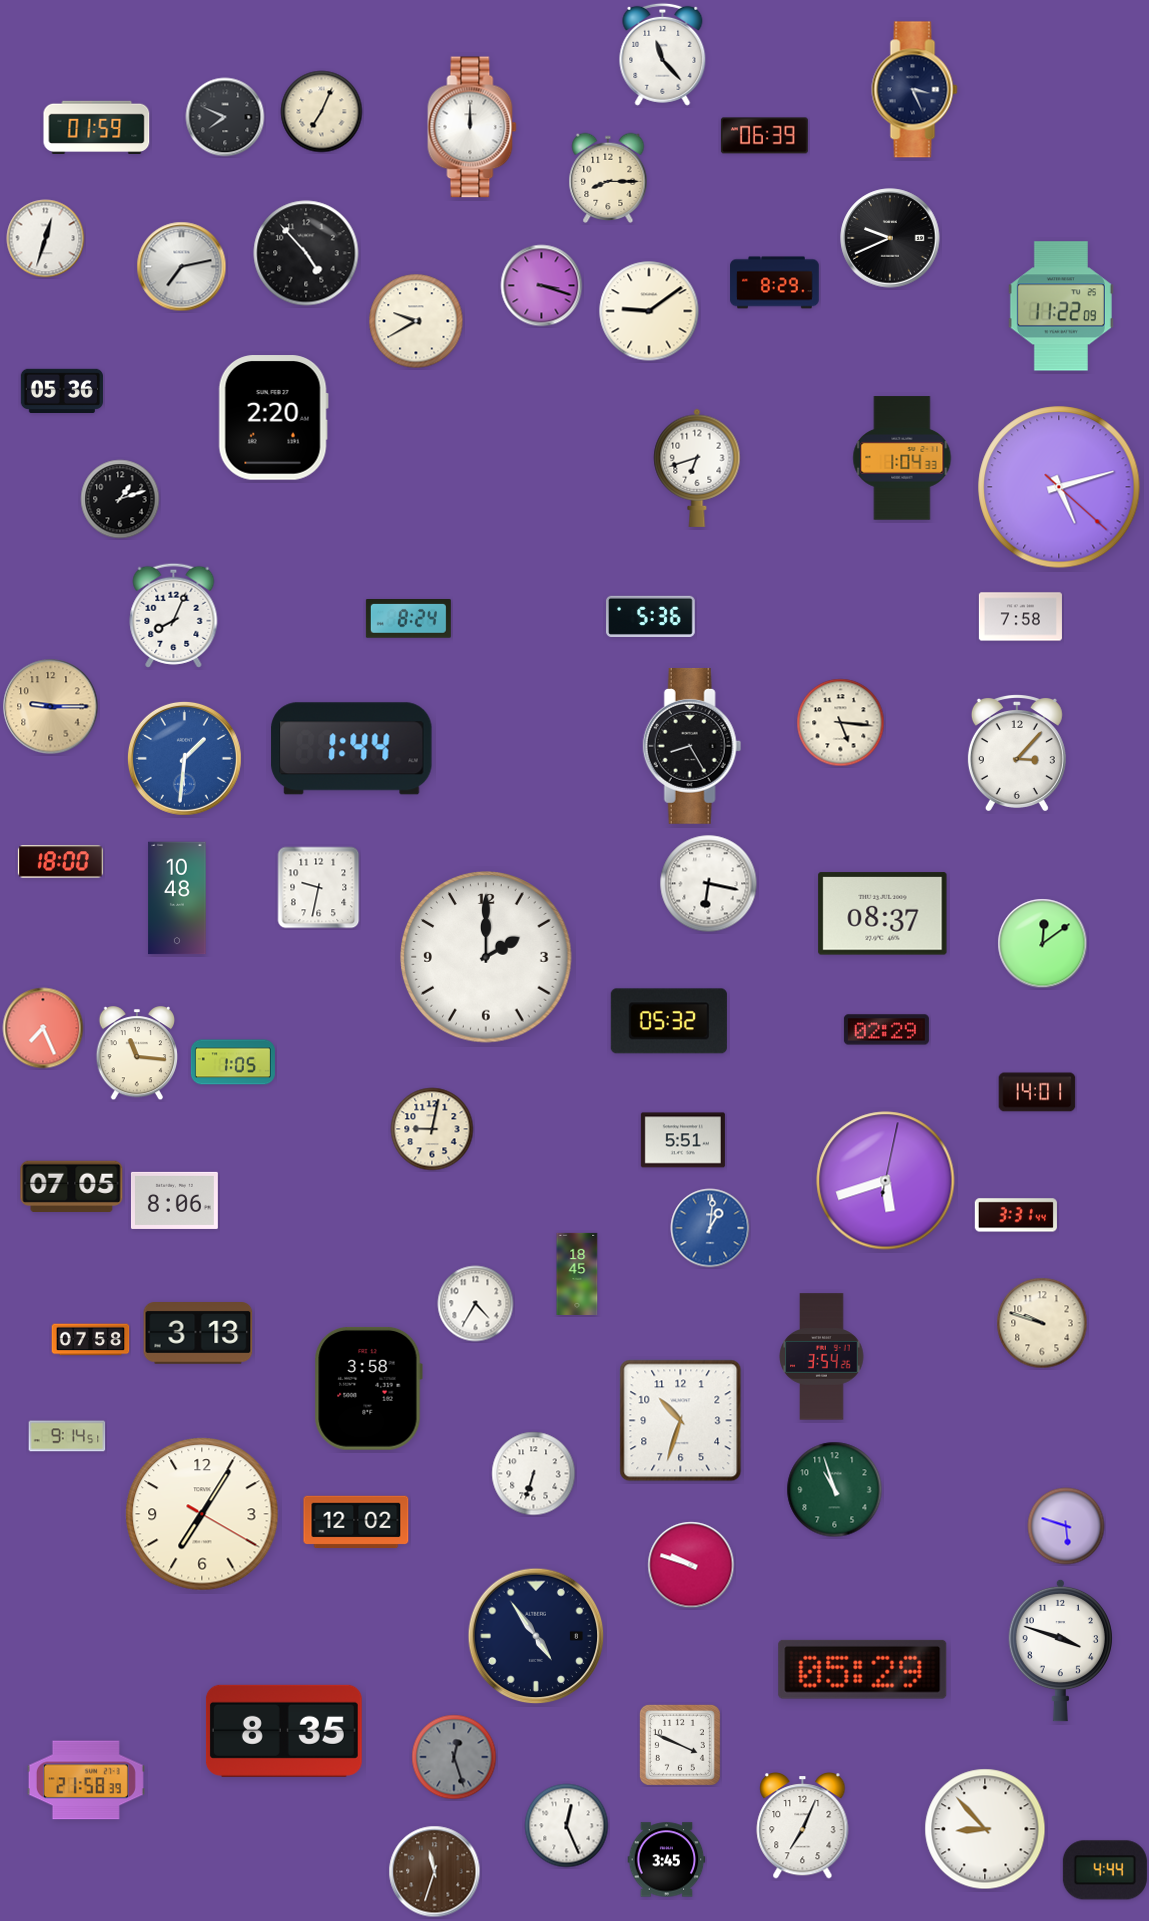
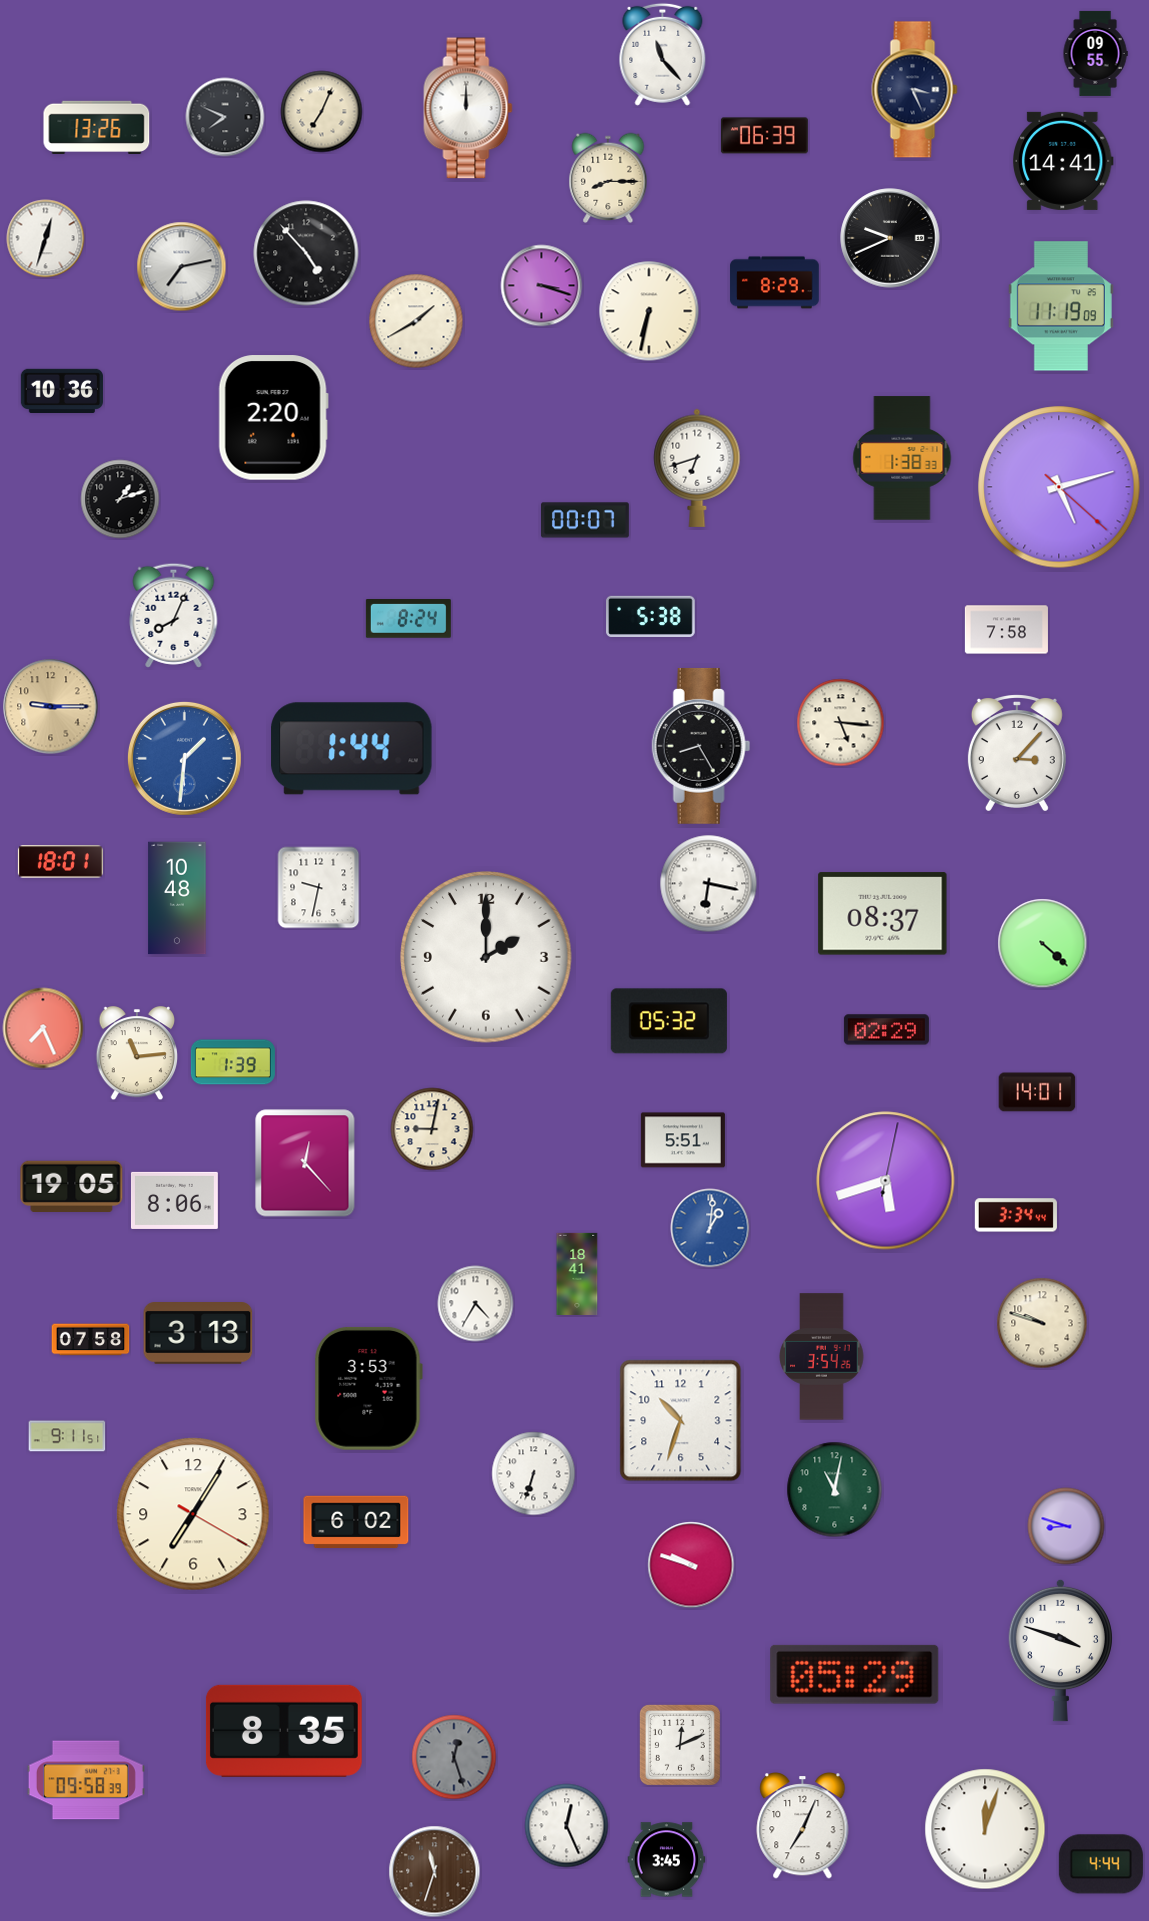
clock at (1095, 53): none -> 09:55
clock at (97, 127): 01:59 -> 13:26
clock at (472, 127) position: (472, 127) -> (468, 108)
clock at (1064, 161): none -> 14:41
clock at (1061, 306): 11:22 -> 11:19
clock at (649, 311): 9:09 -> 6:32
clock at (416, 321): 9:40 -> 1:40
clock at (62, 390): 05:36 -> 10:36
clock at (902, 458): 1:04 -> 1:38
clock at (586, 520): none -> 00:07
clock at (651, 616): 5:36 -> 5:38
clock at (1020, 617) position: (1020, 617) -> (1006, 630)
clock at (692, 746) position: (692, 746) -> (701, 746)
clock at (60, 862): 18:00 -> 18:01
clock at (1043, 944): 12:09 -> 4:22
clock at (137, 1054): 11:16 -> 11:14
clock at (233, 1062): 1:05 -> 1:39
clock at (305, 1163): none -> 12:23
clock at (72, 1186): 07:05 -> 19:05
clock at (1016, 1215): 3:31 -> 3:34
clock at (577, 1273): 18:45 -> 18:41
clock at (368, 1388): 3:58 -> 3:53
clock at (67, 1436): 9:14 -> 9:11
clock at (835, 1490): 10:57 -> 11:02
clock at (202, 1514) position: (202, 1514) -> (193, 1514)
clock at (356, 1522): 12:02 -> 6:02
clock at (1066, 1526): 5:48 -> 8:48
clock at (536, 1636): 4:54 -> none
clock at (863, 1669) position: (863, 1669) -> (855, 1674)
clock at (680, 1745): 3:49 -> 12:11
clock at (86, 1780): 21:58 -> 09:58
clock at (985, 1829): 8:53 -> 12:03
clock at (1105, 1870) position: (1105, 1870) -> (1101, 1864)
